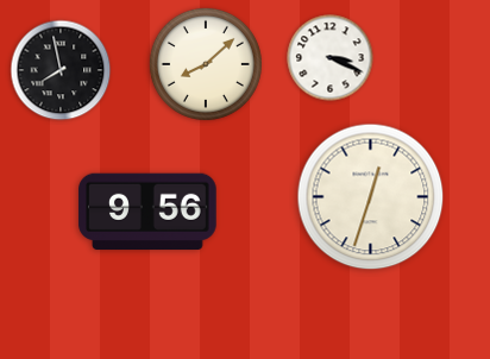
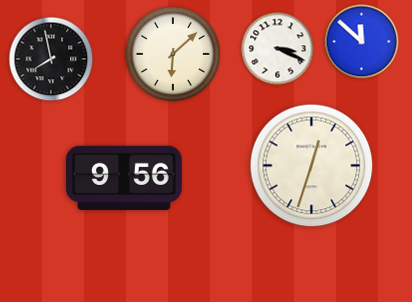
clock at (362, 42): none -> 11:52
clock at (206, 64): 8:08 -> 6:08
